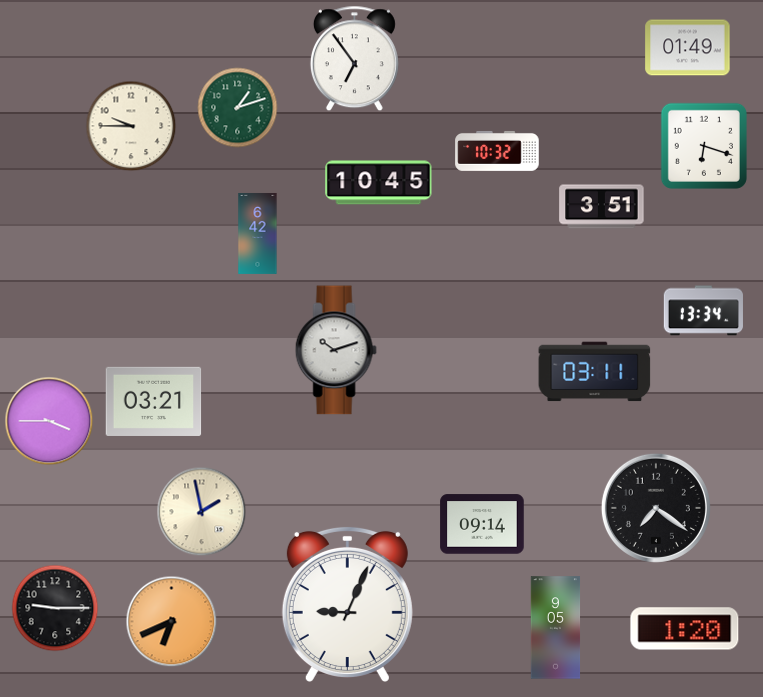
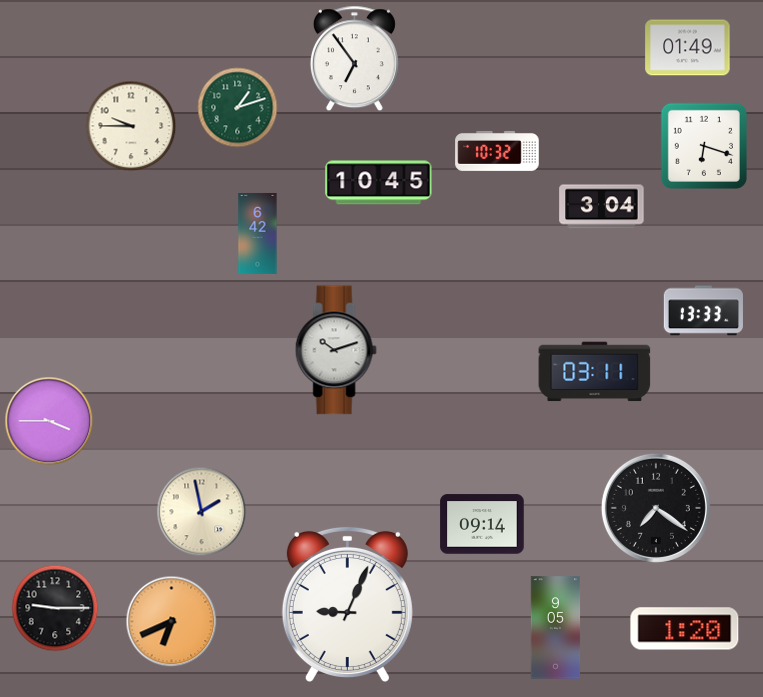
clock at (602, 207): 3:51 -> 3:04
clock at (703, 311): 13:34 -> 13:33
clock at (154, 401): 03:21 -> none
